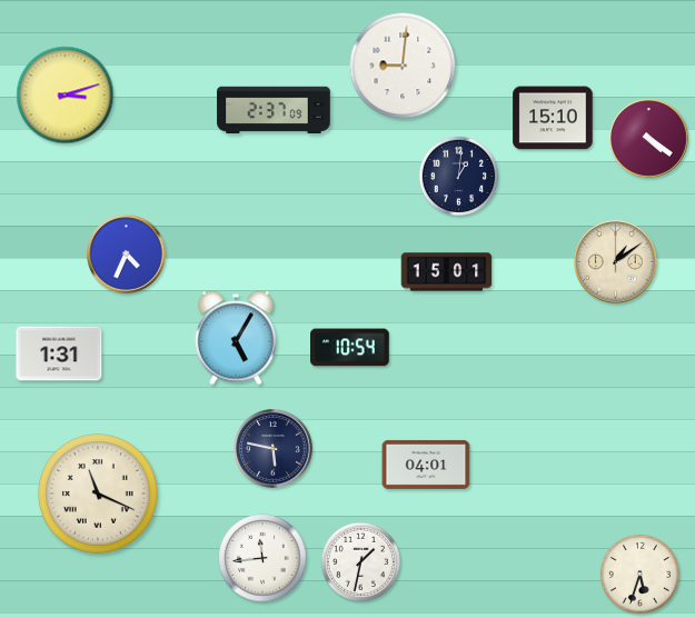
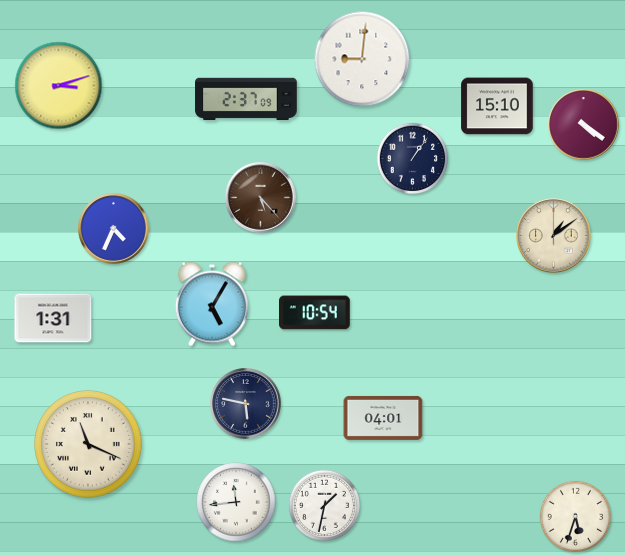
clock at (458, 176): 1:01 -> 1:06
clock at (261, 198): none -> 5:23
clock at (447, 272): 15:01 -> none
